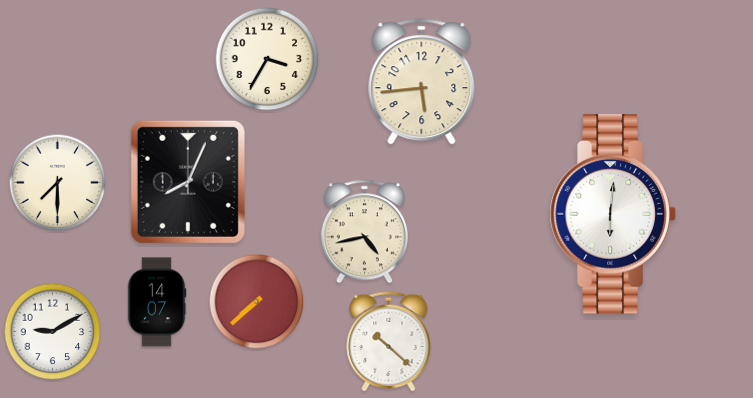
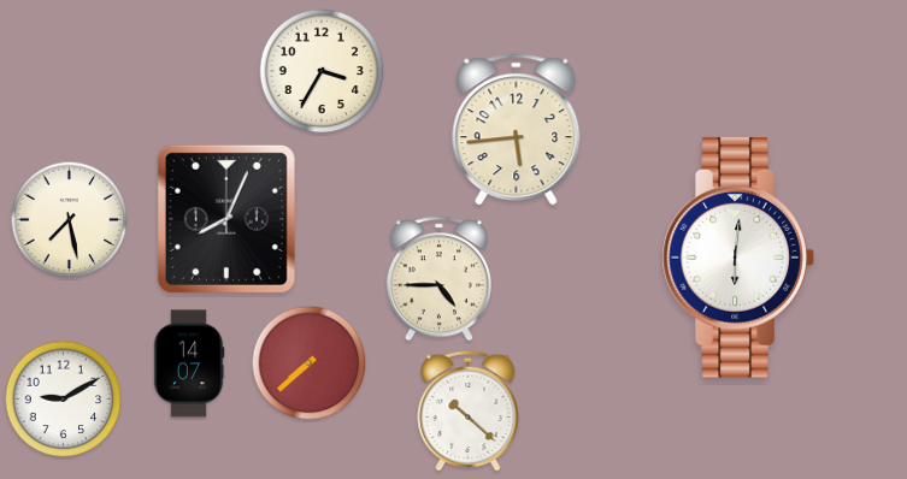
clock at (422, 82) position: (422, 82) -> (517, 130)
clock at (58, 183): 7:30 -> 7:28
clock at (364, 232): 4:43 -> 4:45
